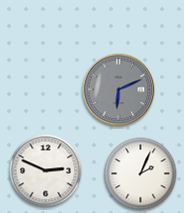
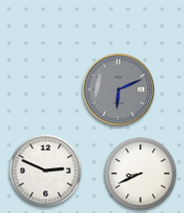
clock at (141, 174): 2:04 -> 8:41
